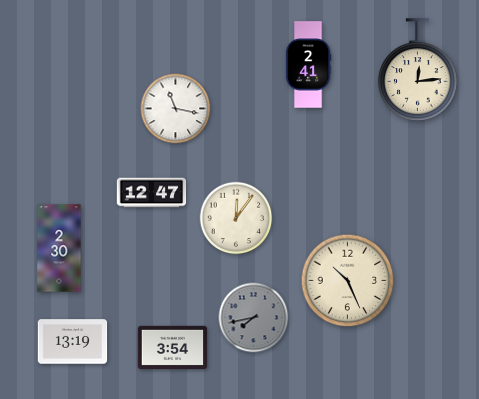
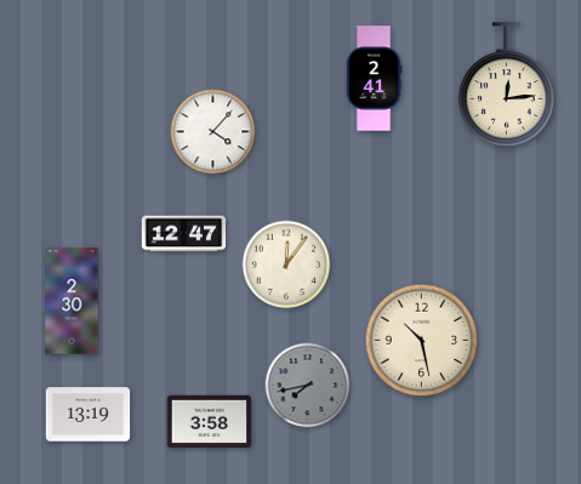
clock at (176, 109): 11:17 -> 4:07
clock at (348, 281): 10:26 -> 10:28
clock at (173, 347): 3:54 -> 3:58
